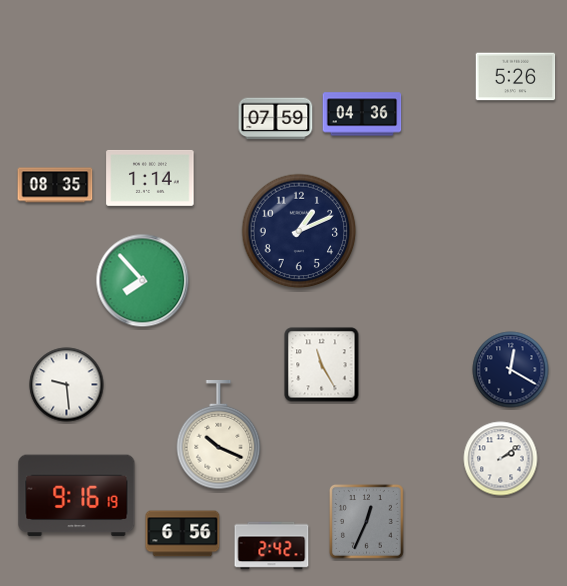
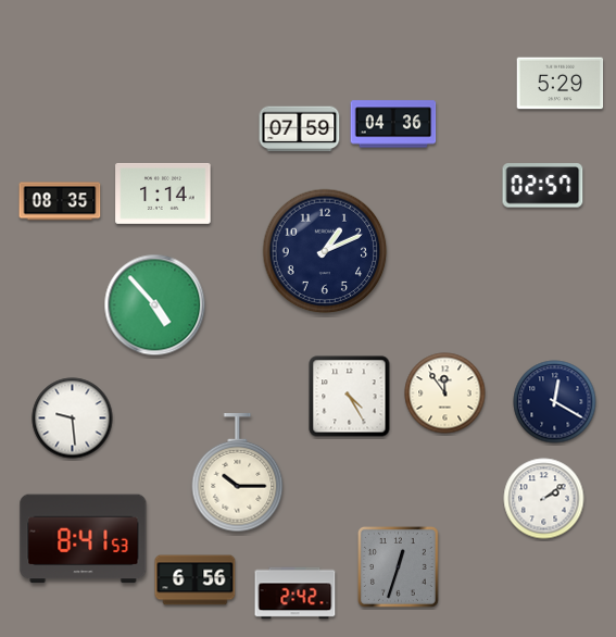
clock at (516, 77): 5:26 -> 5:29
clock at (543, 186): none -> 02:57
clock at (143, 281): 7:53 -> 4:53
clock at (445, 394): none -> 11:54
clock at (322, 365): 11:25 -> 4:25
clock at (219, 436): 10:19 -> 10:15
clock at (77, 496): 9:16 -> 8:41
clock at (366, 521): 12:34 -> 12:33
clock at (183, 534) position: (183, 534) -> (196, 580)
